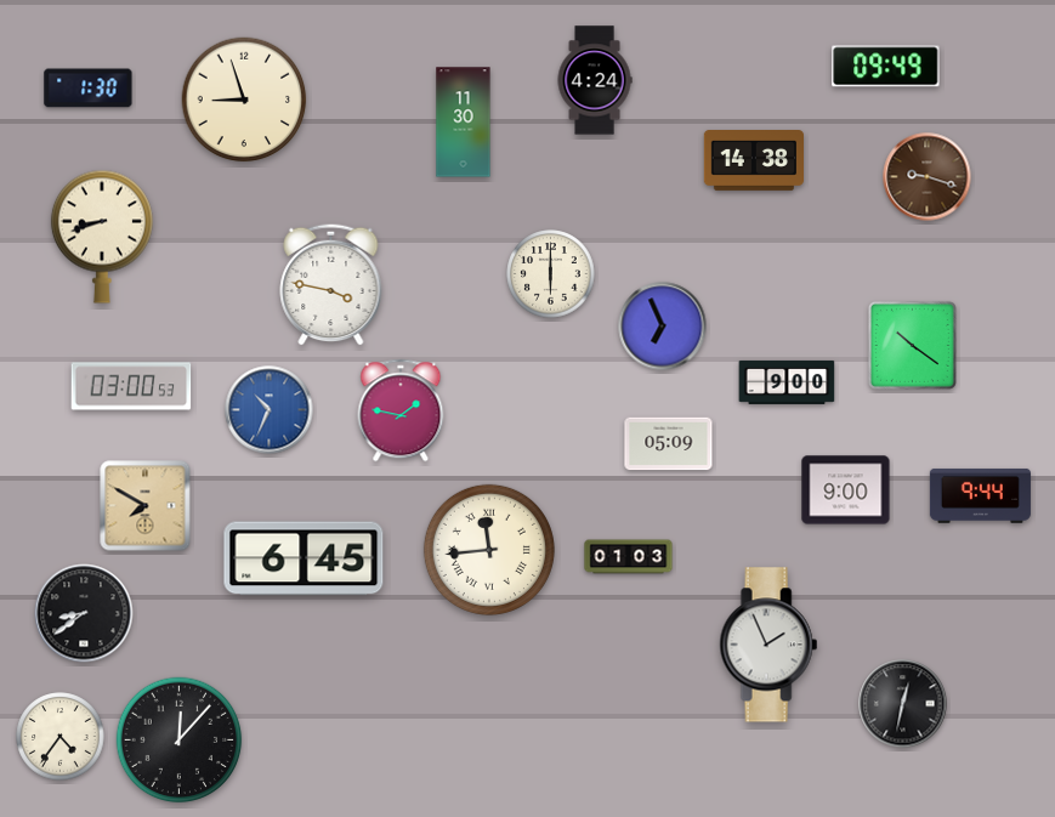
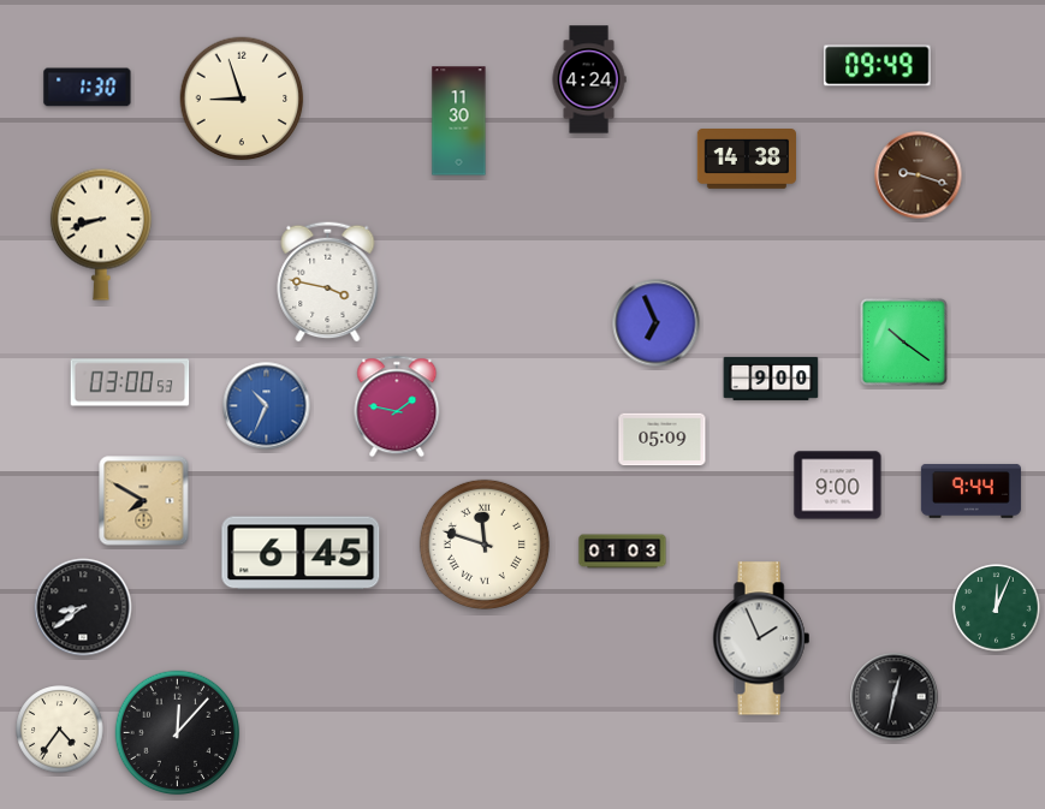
clock at (551, 274): 6:00 -> none
clock at (787, 382) position: (787, 382) -> (771, 379)
clock at (489, 550): 11:44 -> 11:48
clock at (997, 608): none -> 12:04
